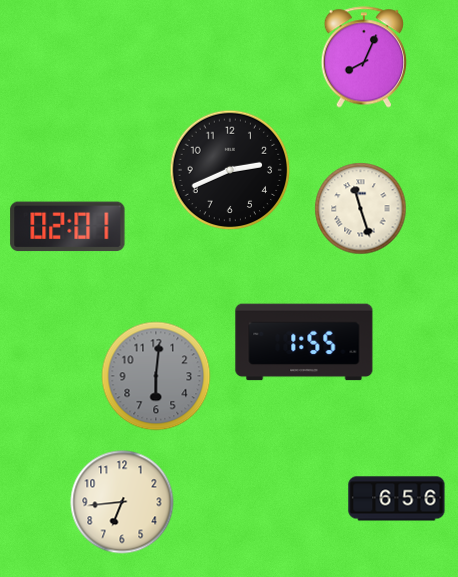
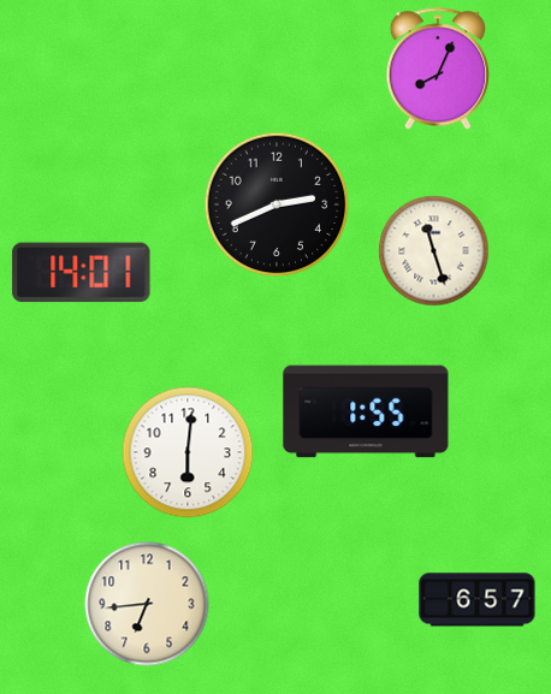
clock at (68, 227): 02:01 -> 14:01
clock at (156, 376) dial: grey -> white
clock at (397, 499): 6:56 -> 6:57
